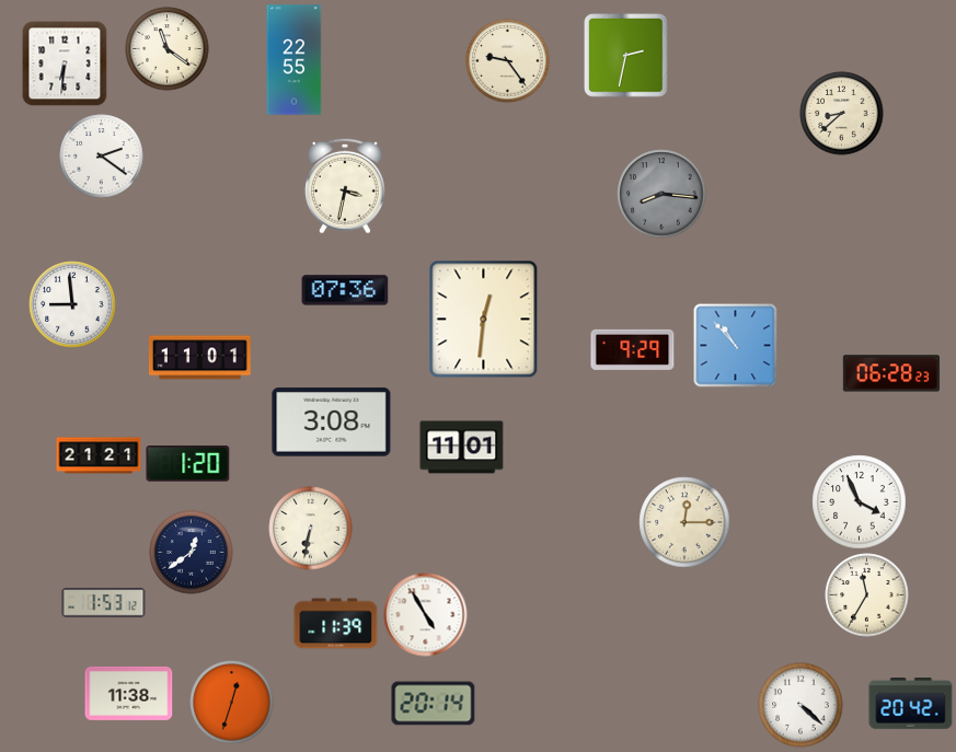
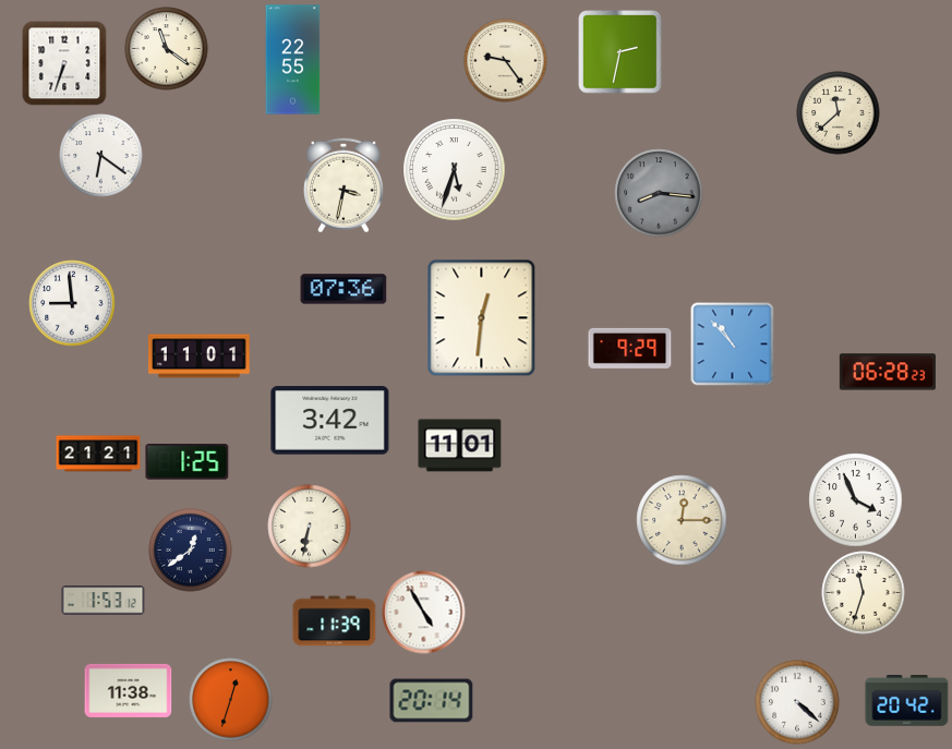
clock at (626, 56) position: (626, 56) -> (620, 52)
clock at (65, 63): 6:31 -> 6:33
clock at (842, 114): 8:38 -> 11:38
clock at (102, 157): 2:21 -> 6:21
clock at (455, 170): none -> 5:33
clock at (332, 423): 3:08 -> 3:42
clock at (188, 464): 1:20 -> 1:25
clock at (867, 595): 11:35 -> 11:33
